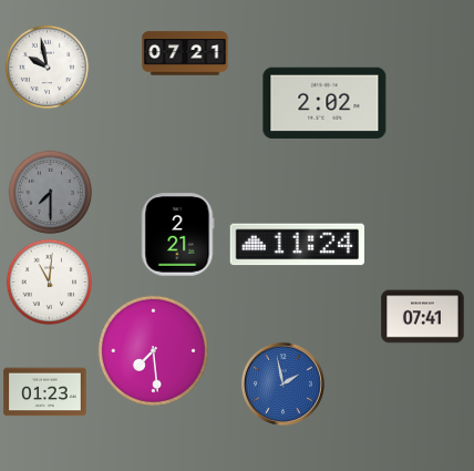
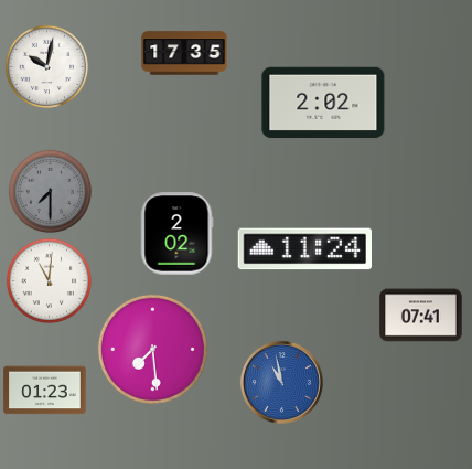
clock at (185, 53): 07:21 -> 17:35
clock at (48, 68): 9:58 -> 10:02
clock at (178, 235): 2:21 -> 2:02
clock at (297, 245) position: (297, 245) -> (304, 249)
clock at (282, 383): 1:58 -> 10:58
